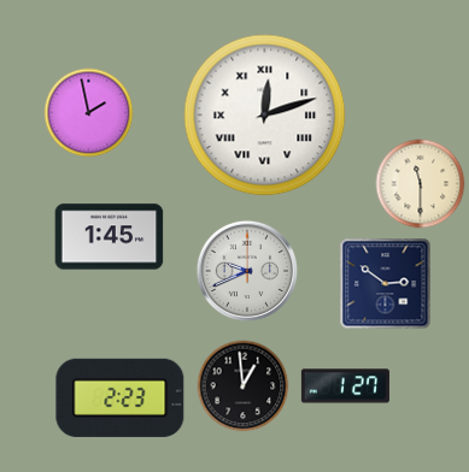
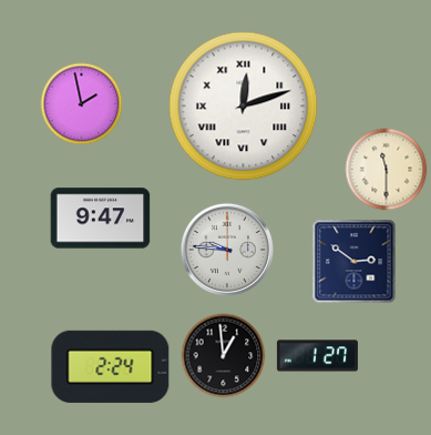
clock at (110, 237): 1:45 -> 9:47
clock at (247, 271): 9:41 -> 9:46
clock at (121, 397): 2:23 -> 2:24
